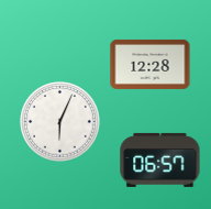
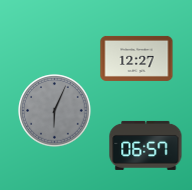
clock at (151, 64): 12:28 -> 12:27
clock at (60, 122) dial: white -> grey
